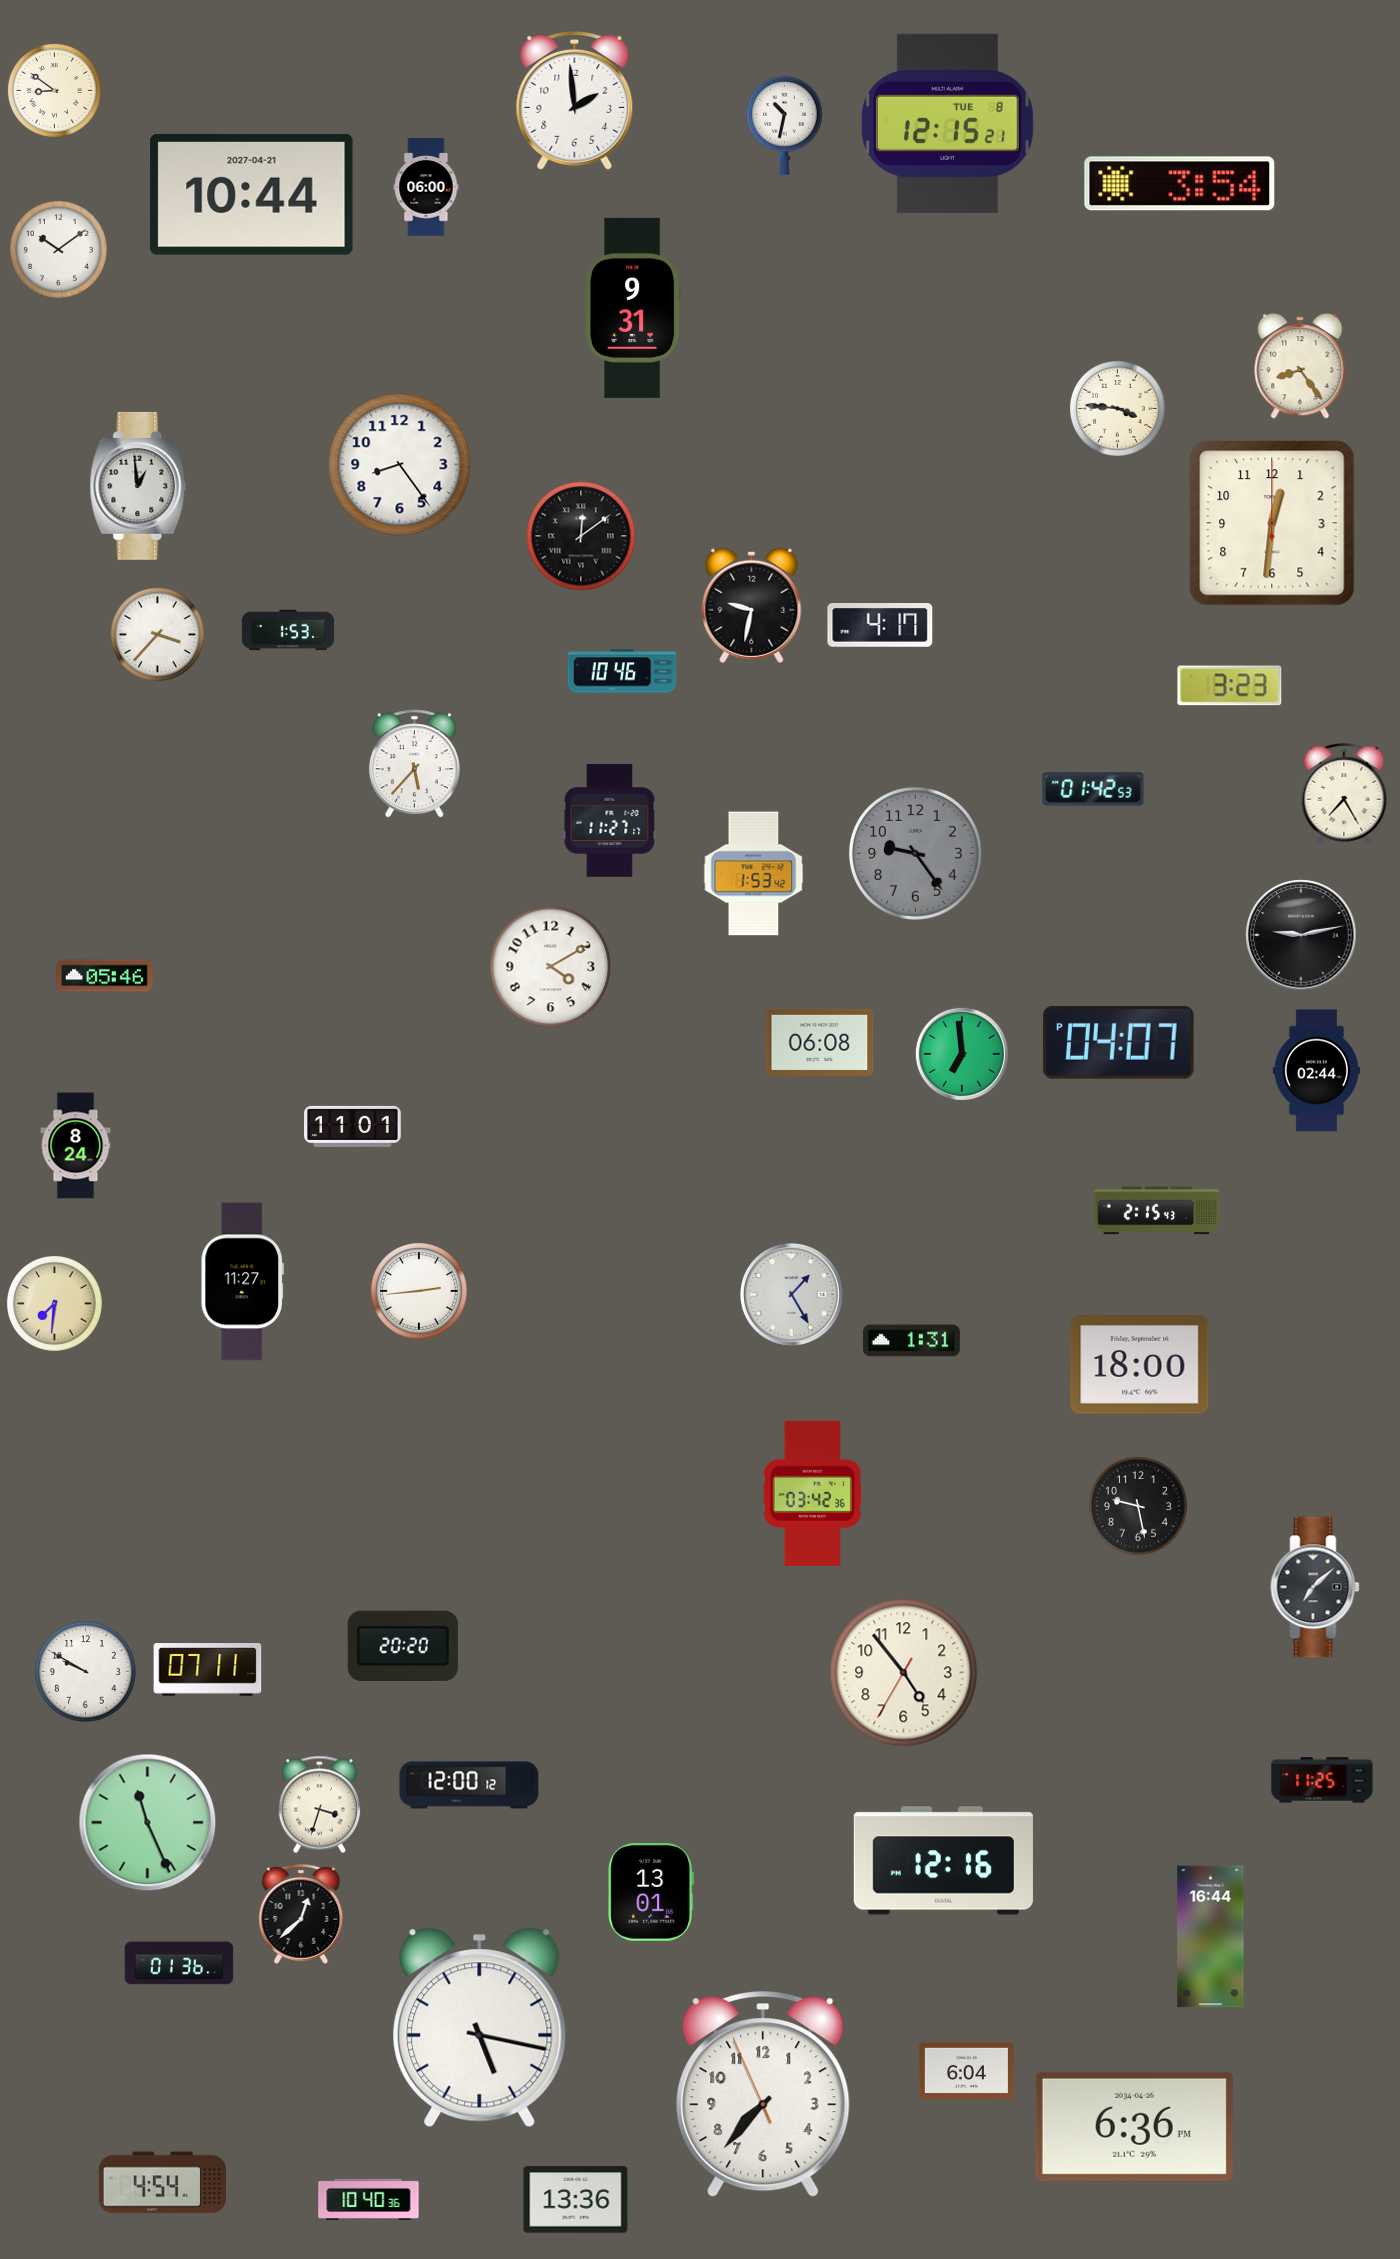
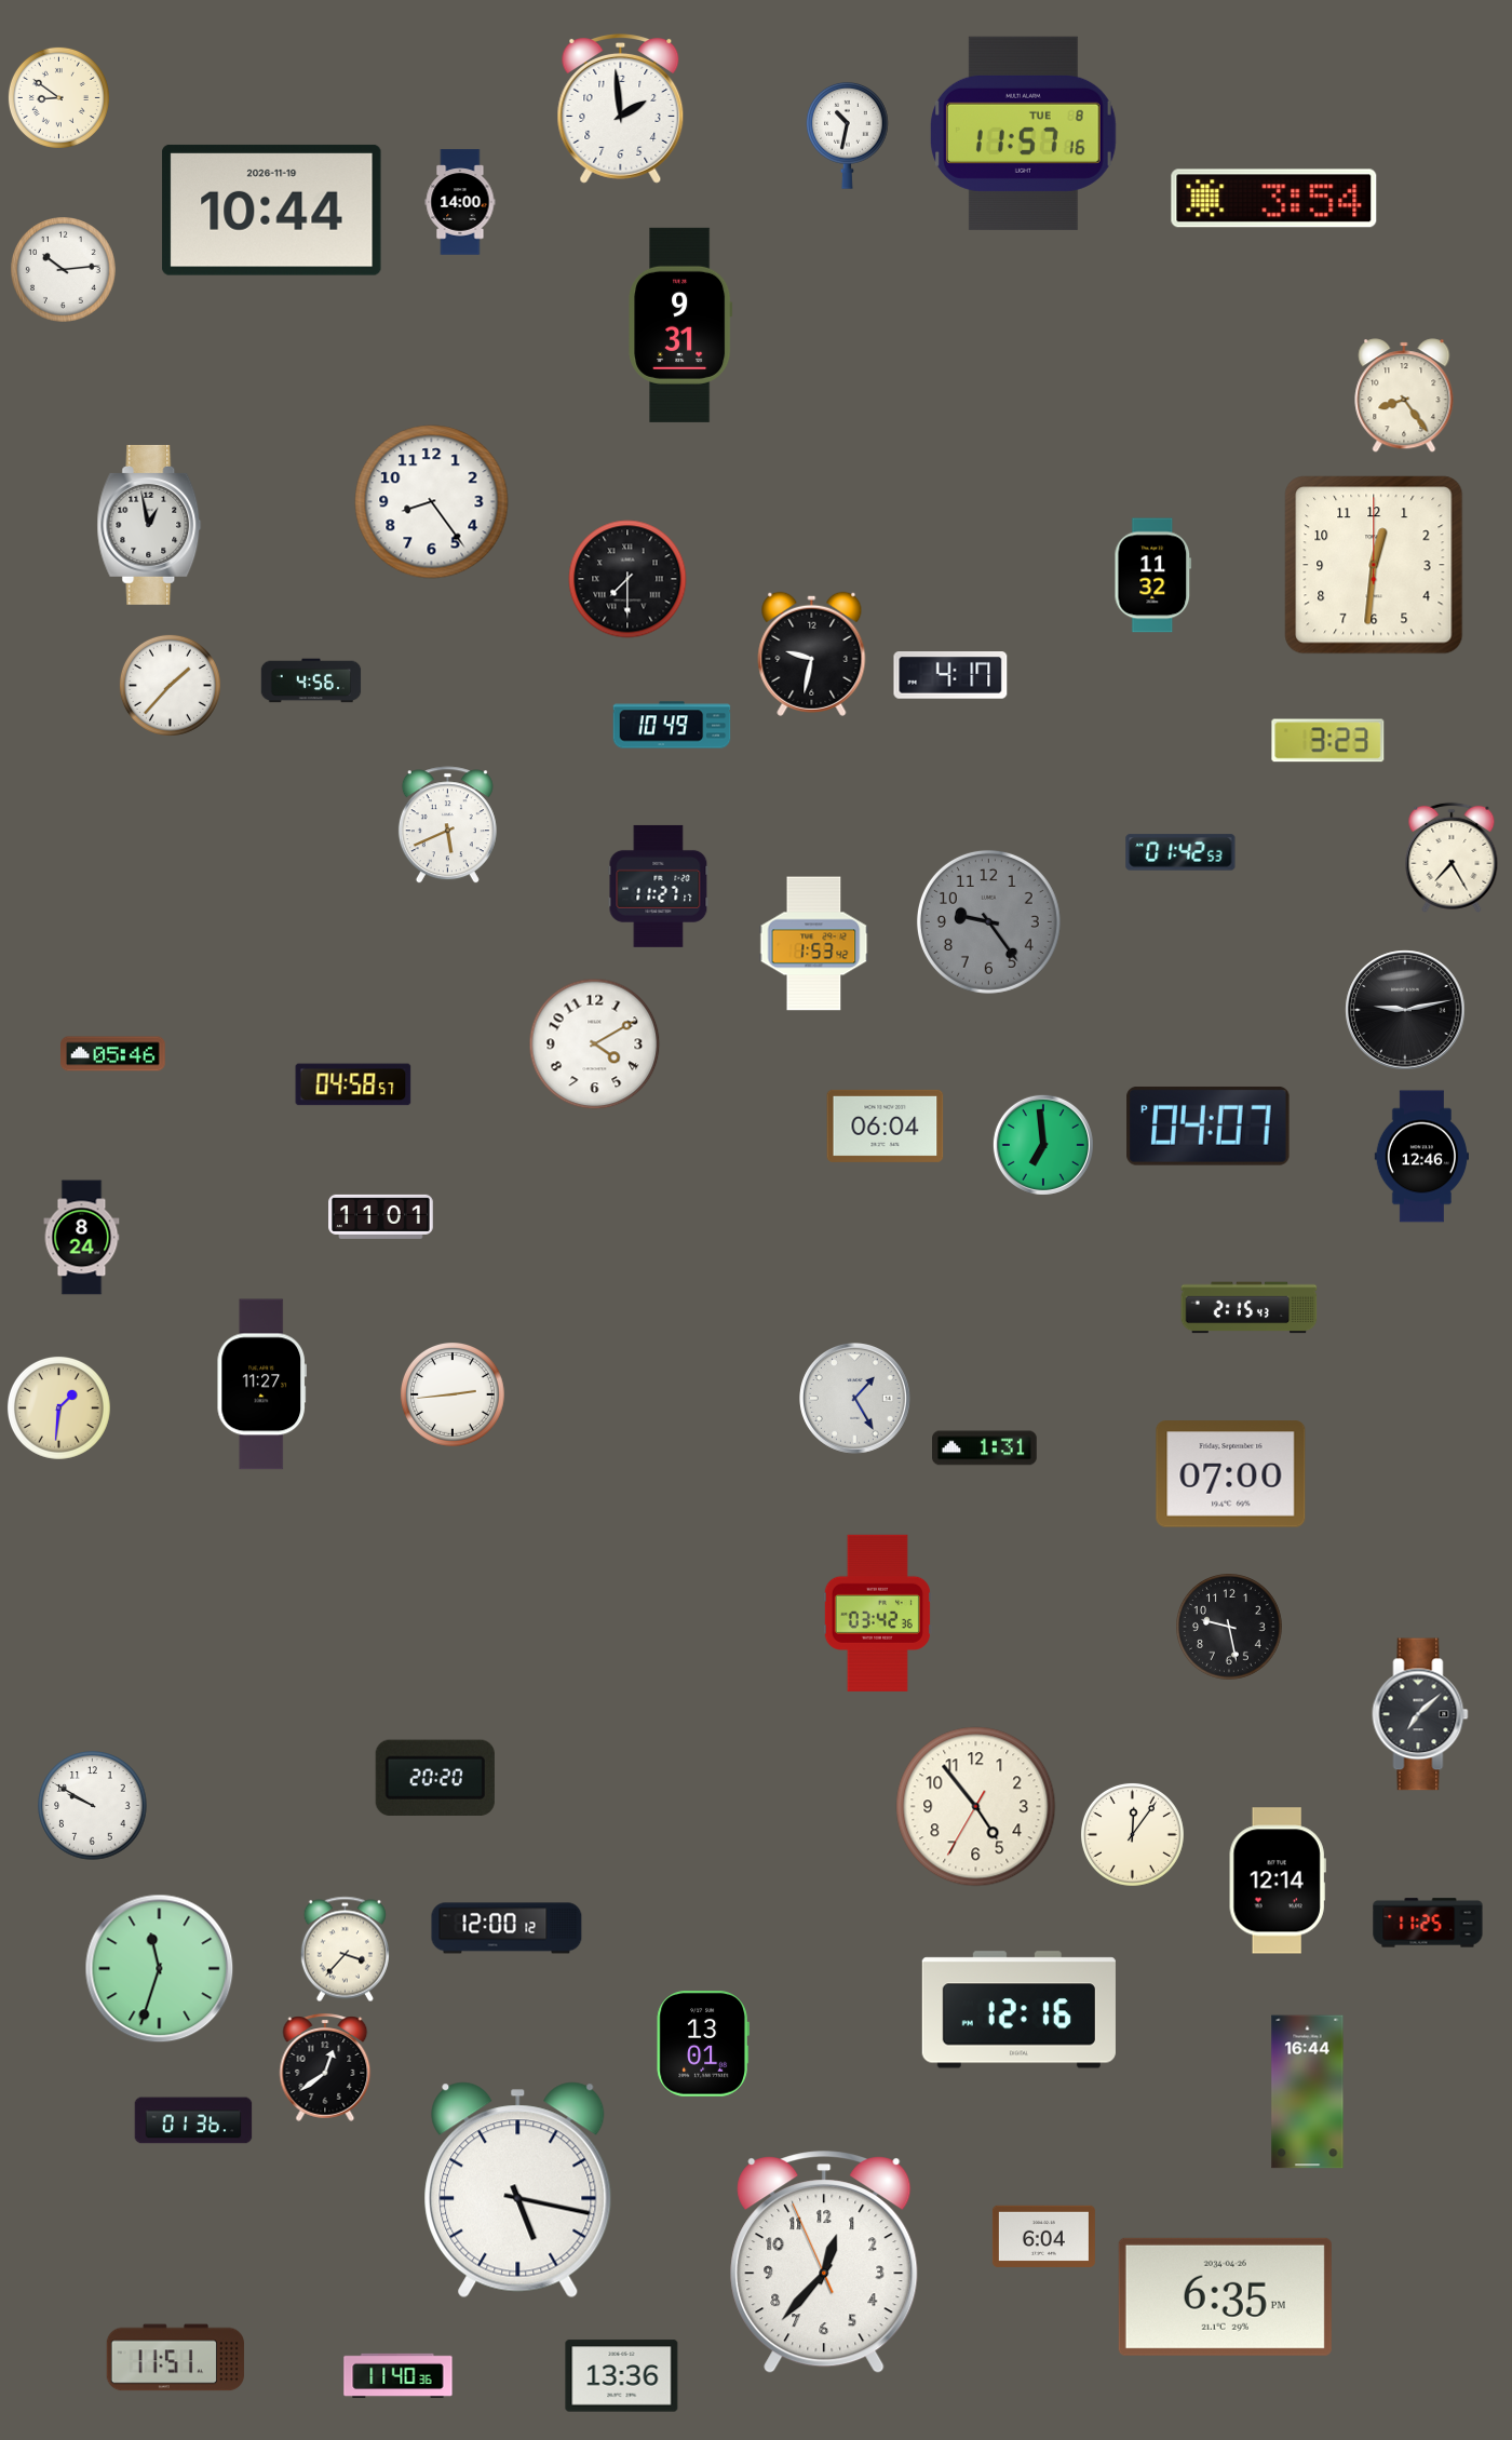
clock at (947, 123): 12:15 -> 11:57
clock at (426, 187): 06:00 -> 14:00
clock at (252, 194) date: 2027-04-21 -> 2026-11-19
clock at (59, 250): 10:09 -> 10:14
clock at (633, 308) position: (633, 308) -> (680, 325)
clock at (1117, 408): 3:46 -> none
clock at (138, 486): 12:59 -> 12:58
clock at (1153, 576): none -> 11:32
clock at (581, 536): 12:09 -> 7:30
clock at (288, 630): 1:53 -> 4:56
clock at (157, 634): 3:37 -> 1:37
clock at (622, 671): 10:46 -> 10:49
clock at (414, 764): 5:37 -> 5:41
clock at (353, 1084): none -> 04:58
clock at (820, 1042): 06:08 -> 06:04
clock at (962, 1054) position: (962, 1054) -> (1043, 1145)
clock at (1316, 1071): 02:44 -> 12:46
clock at (54, 1303): 7:31 -> 1:31
clock at (1140, 1365): 18:00 -> 07:00
clock at (208, 1670): 07:11 -> none
clock at (1132, 1834): none -> 12:06
clock at (1278, 1880): none -> 12:14
clock at (319, 1805): 3:33 -> 3:37
clock at (148, 1823): 11:26 -> 11:33
clock at (301, 1914): 12:38 -> 12:39
clock at (763, 2095): 7:36 -> 12:36
clock at (1134, 2126): 6:36 -> 6:35
clock at (162, 2183): 4:54 -> 11:51
clock at (369, 2200): 10:40 -> 11:40
